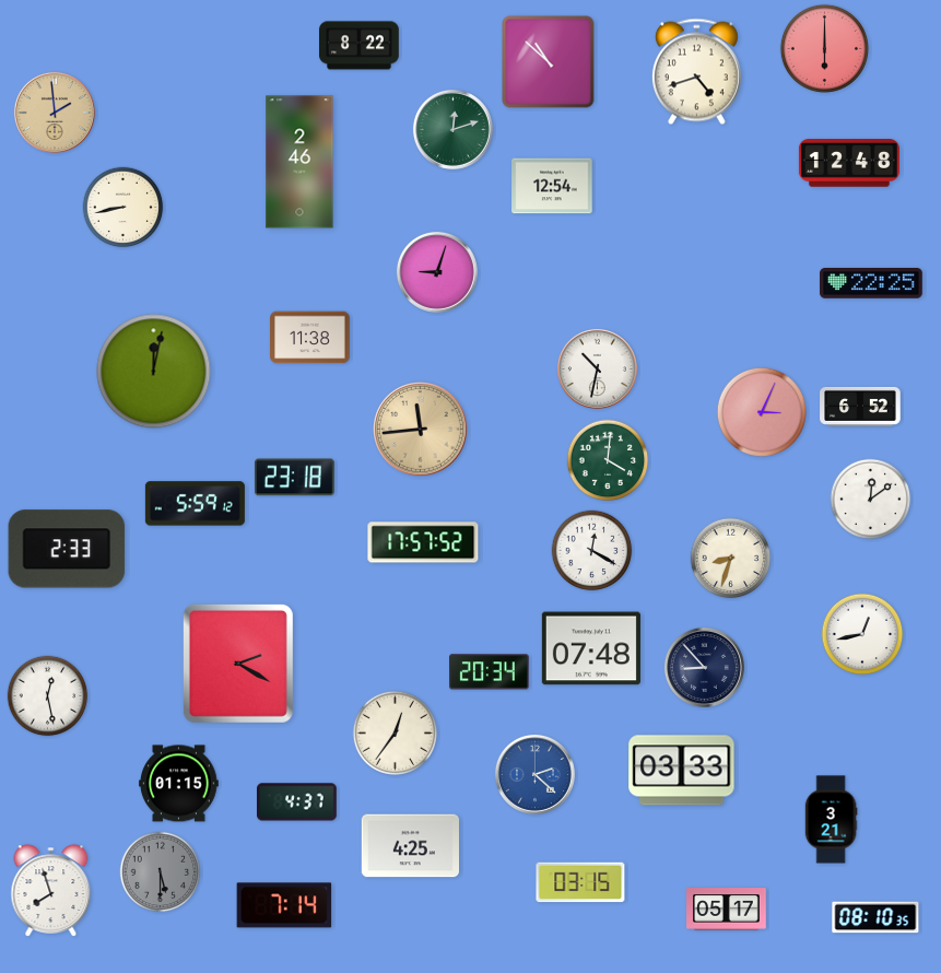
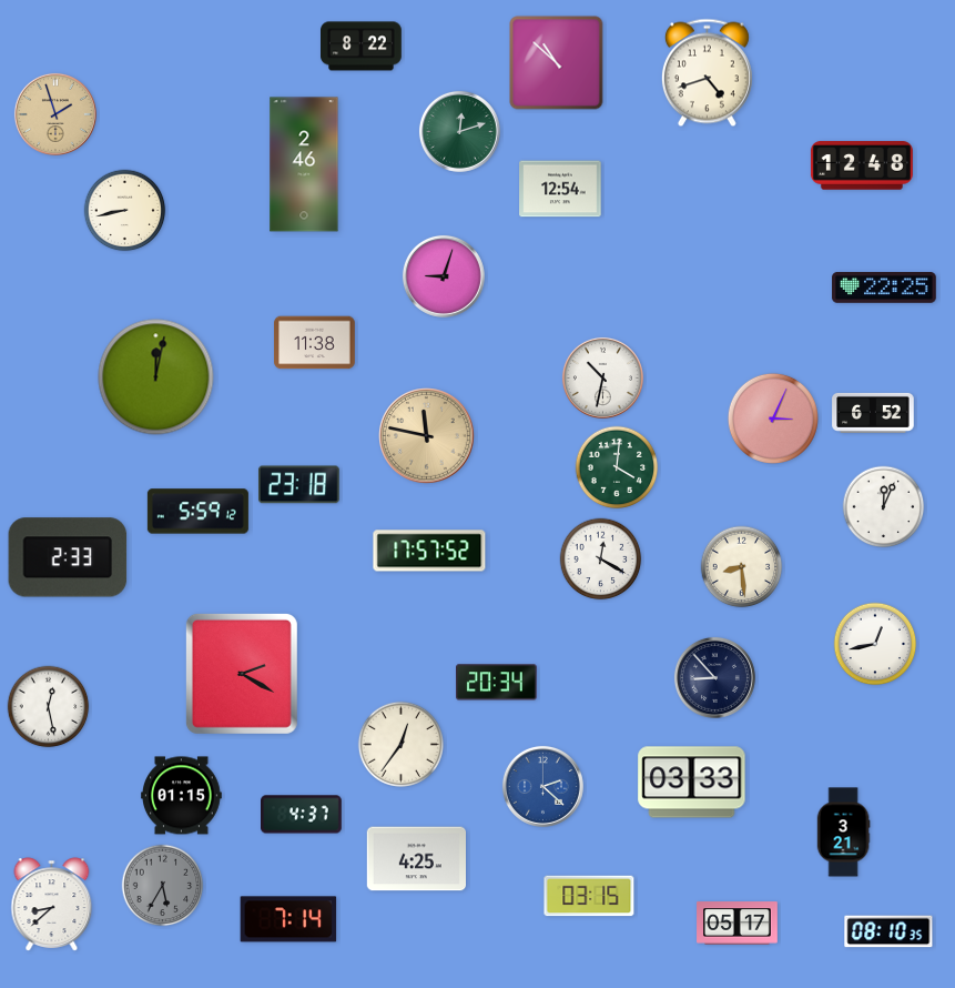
clock at (360, 46) position: (360, 46) -> (362, 47)
clock at (824, 48): 6:00 -> none
clock at (55, 113): 1:59 -> 1:57
clock at (597, 368) position: (597, 368) -> (602, 377)
clock at (421, 430): 11:44 -> 11:47
clock at (871, 500): 12:09 -> 12:04
clock at (731, 559): 8:33 -> 8:29
clock at (591, 648): 07:48 -> none
clock at (161, 872): 5:30 -> 5:35
clock at (51, 891): 7:57 -> 8:38
